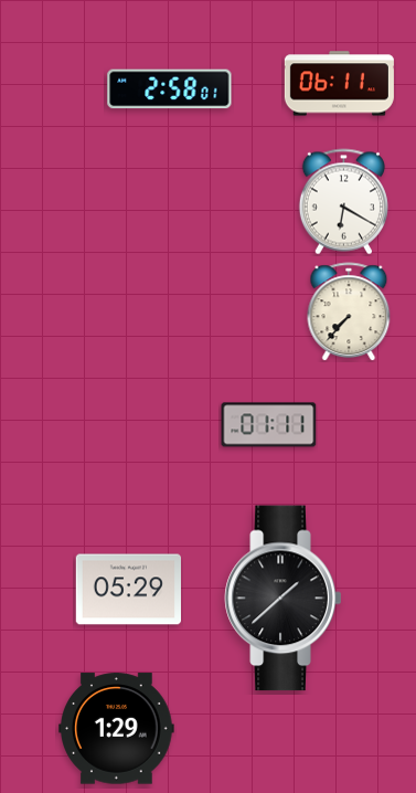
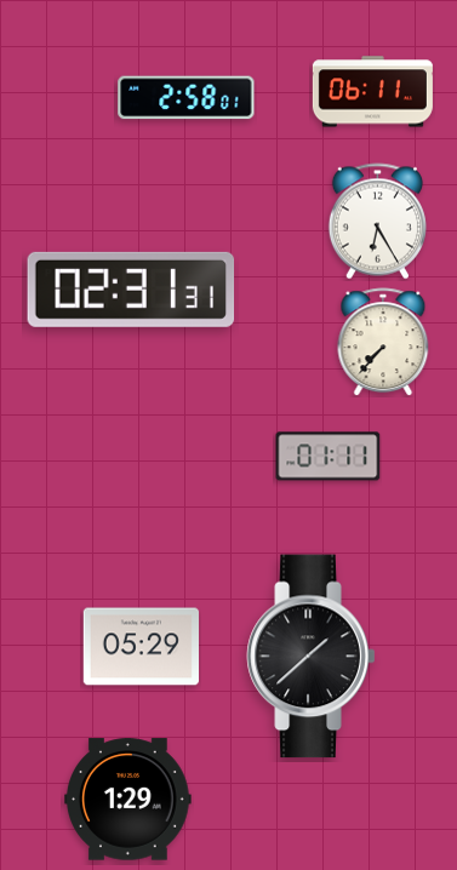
clock at (343, 202): 6:20 -> 6:25
clock at (131, 290): none -> 02:31
clock at (269, 425) position: (269, 425) -> (329, 457)
